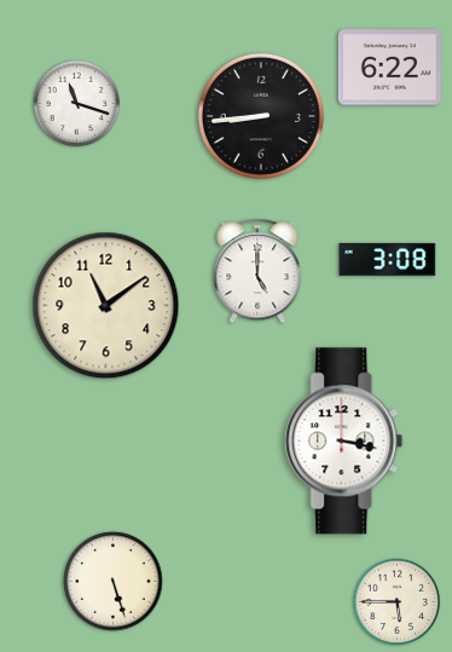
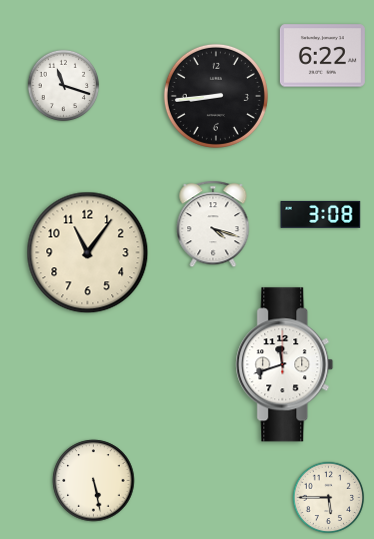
clock at (257, 271): 5:00 -> 4:18
clock at (106, 306): 11:09 -> 11:06
clock at (344, 442): 3:17 -> 11:42
clock at (114, 582): 5:27 -> 5:28
